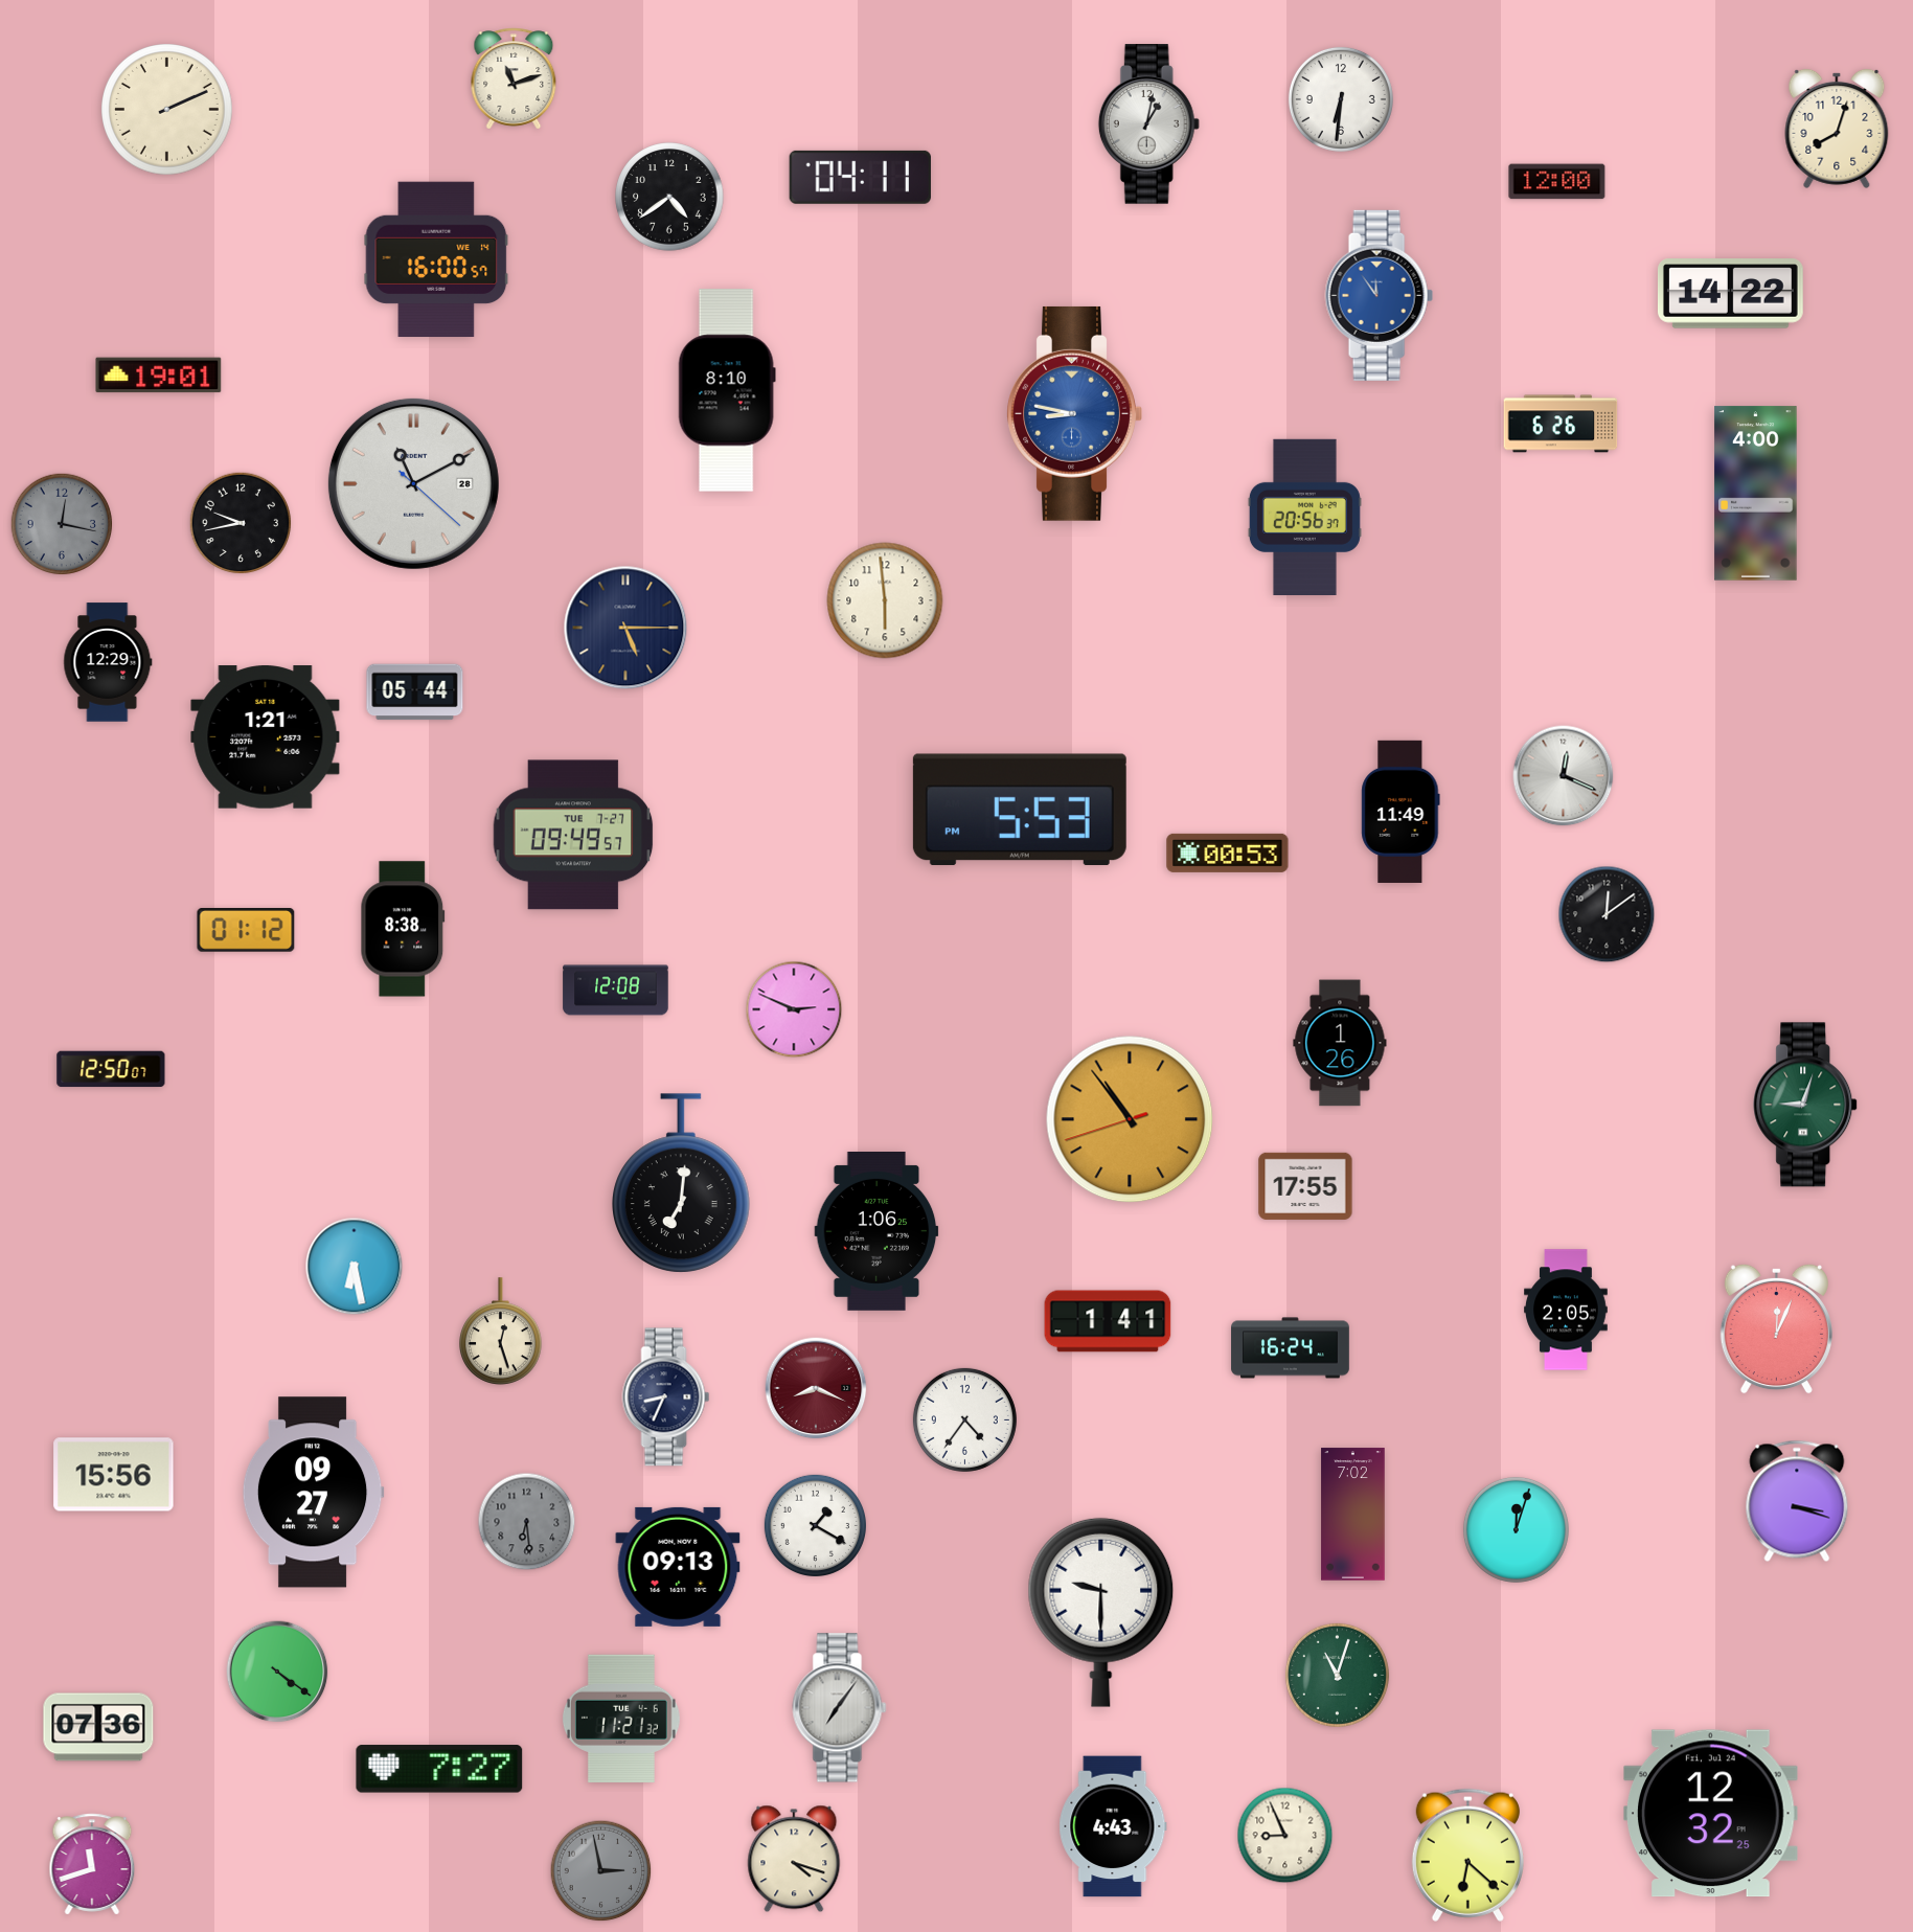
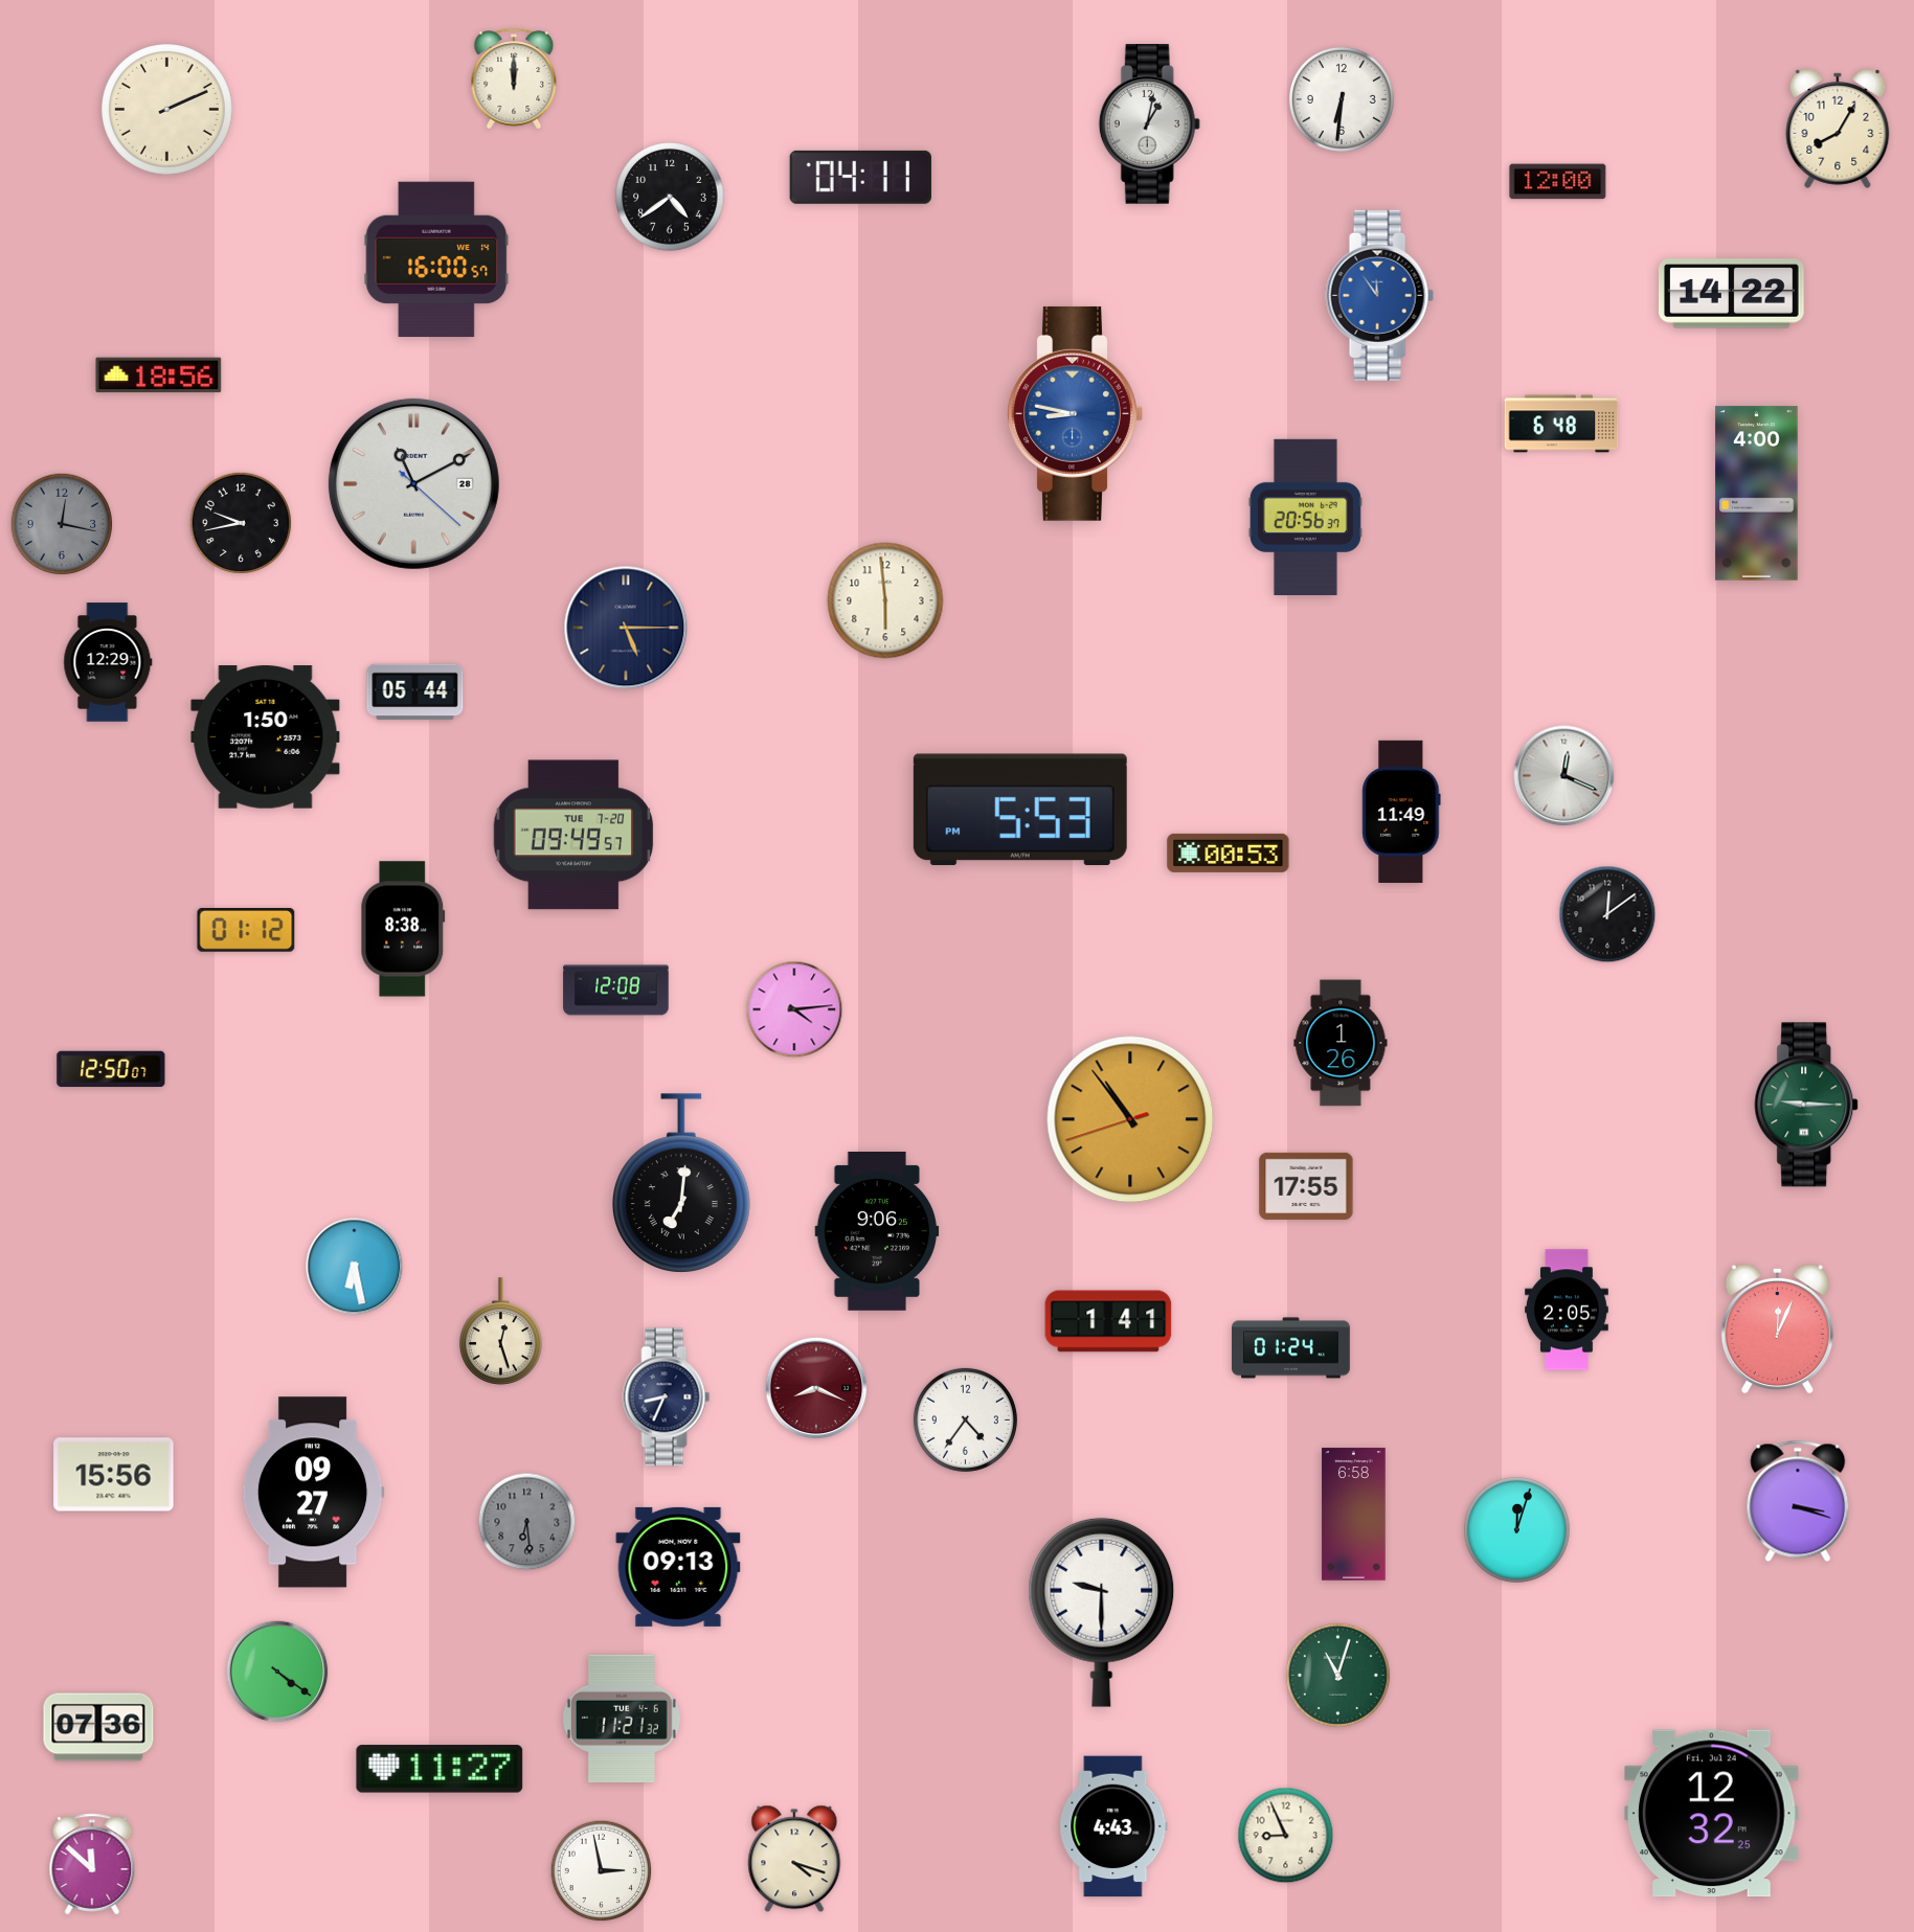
clock at (514, 78): 11:12 -> 12:00
clock at (1837, 129): 8:03 -> 8:05
clock at (159, 376): 19:01 -> 18:56
clock at (727, 390): 8:10 -> none
clock at (1561, 424): 6:26 -> 6:48
clock at (266, 737): 1:21 -> 1:50
clock at (573, 835) date: TUE 7-27 -> TUE 7-20
clock at (794, 1009): 2:49 -> 4:14
clock at (1806, 1105): 9:03 -> 9:15
clock at (876, 1231): 1:06 -> 9:06
clock at (1291, 1348): 16:24 -> 01:24
clock at (1353, 1515): 7:02 -> 6:58
clock at (815, 1525): 1:20 -> none
clock at (840, 1708): 7:06 -> none
clock at (439, 1769): 7:27 -> 11:27
clock at (1467, 1855): 6:22 -> none
clock at (92, 1864): 11:42 -> 11:52
clock at (601, 1871) dial: grey -> white
